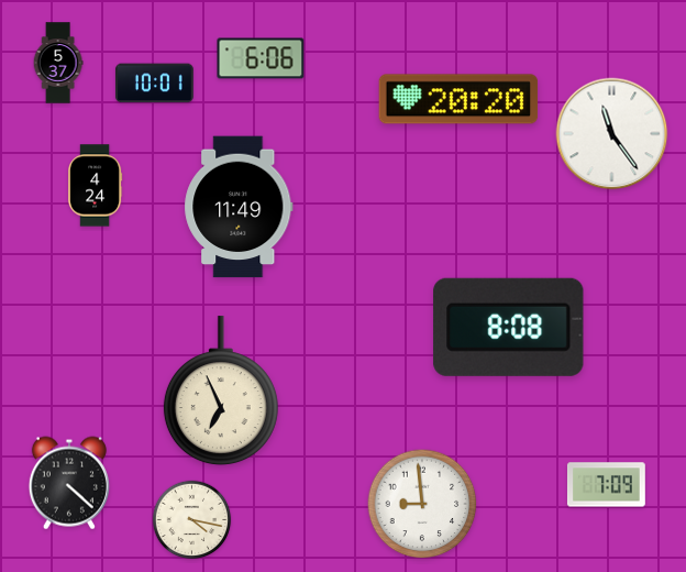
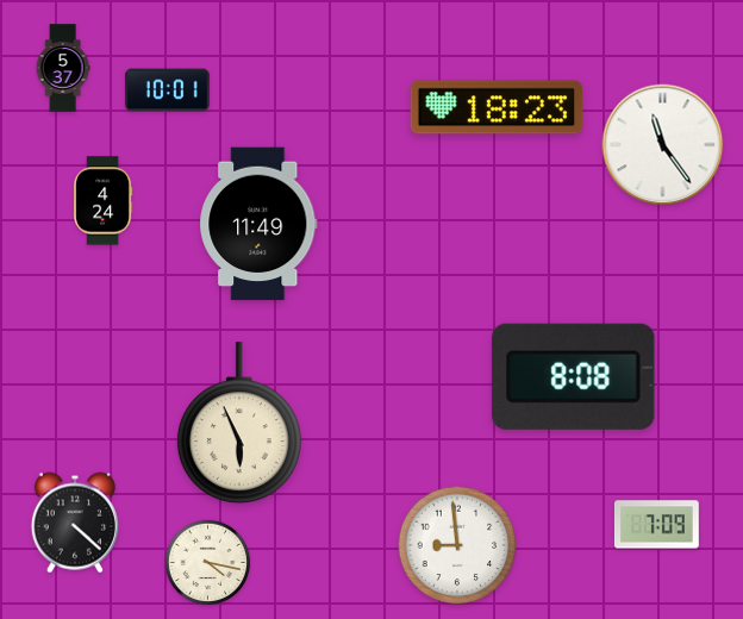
clock at (261, 58): 6:06 -> none
clock at (458, 99): 20:20 -> 18:23
clock at (509, 327) position: (509, 327) -> (574, 376)
clock at (221, 392): 6:56 -> 5:56
